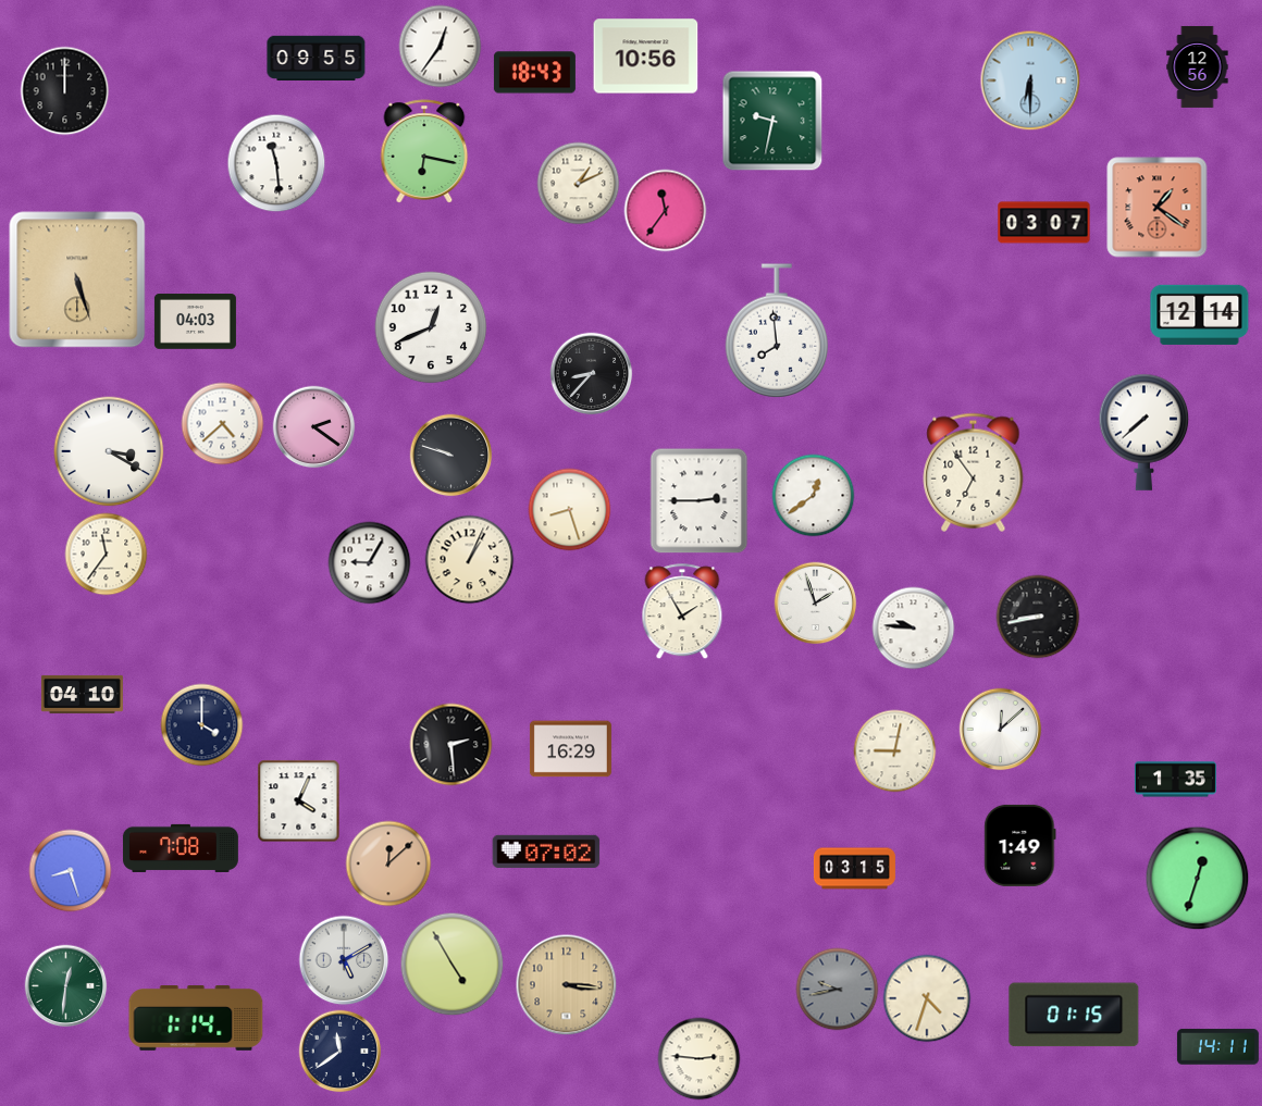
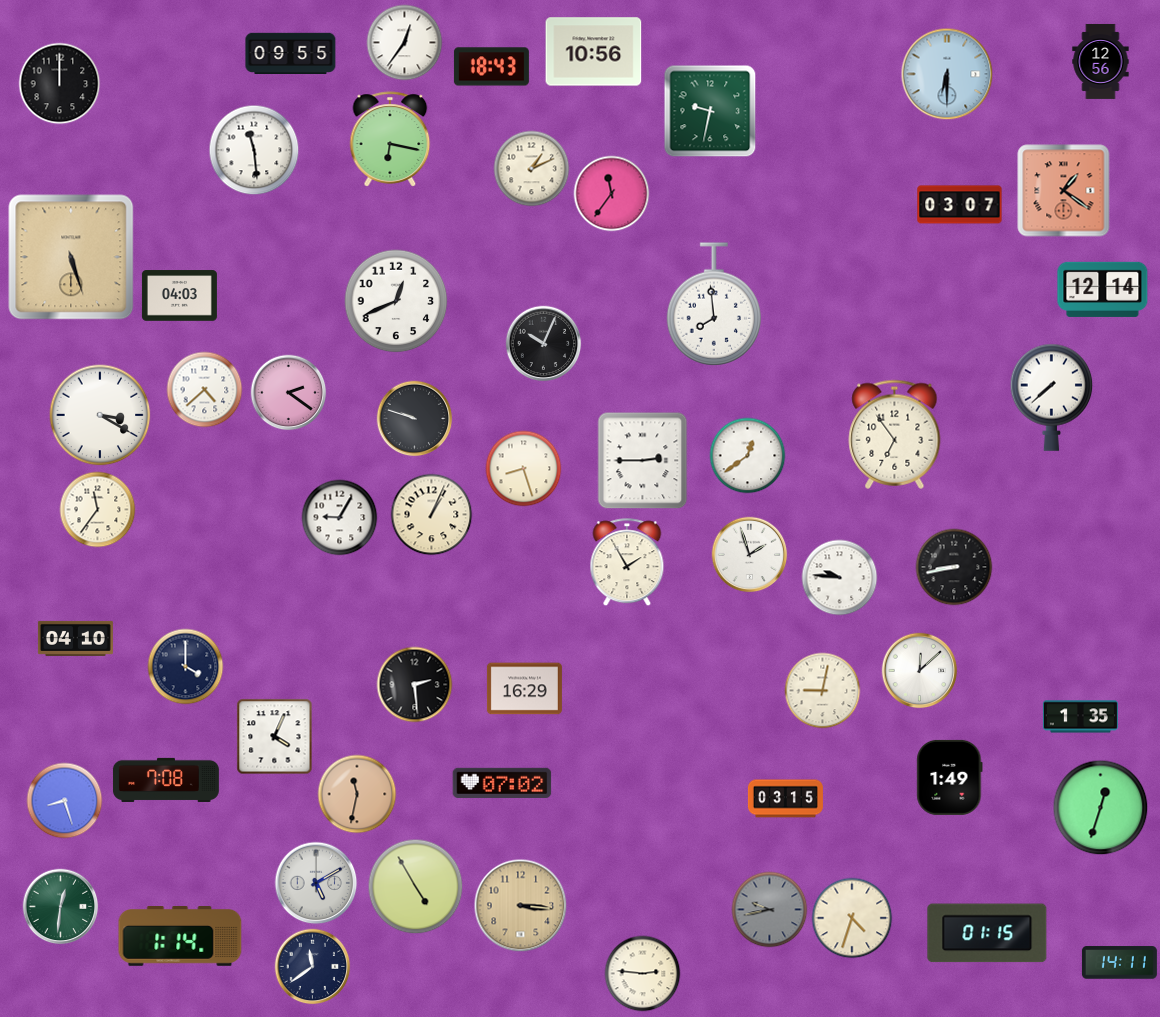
clock at (592, 374): 8:37 -> 10:04
clock at (1020, 845) position: (1020, 845) -> (950, 777)
clock at (388, 863): 12:08 -> 11:32
